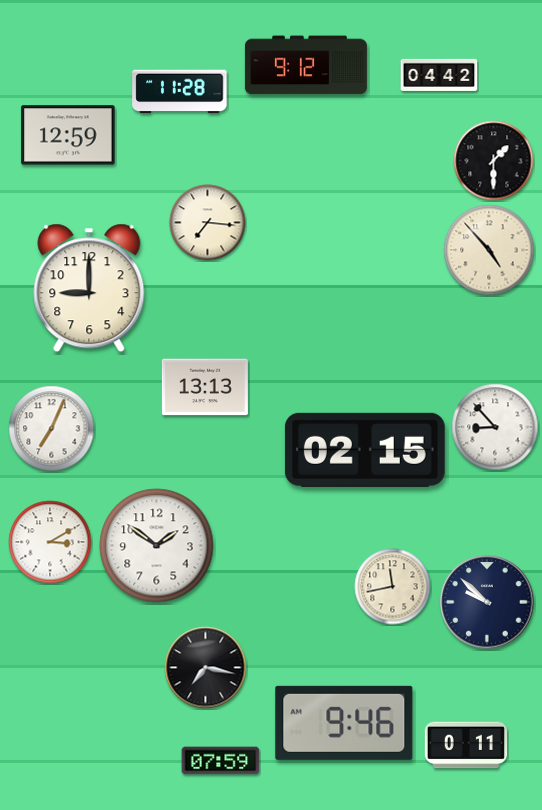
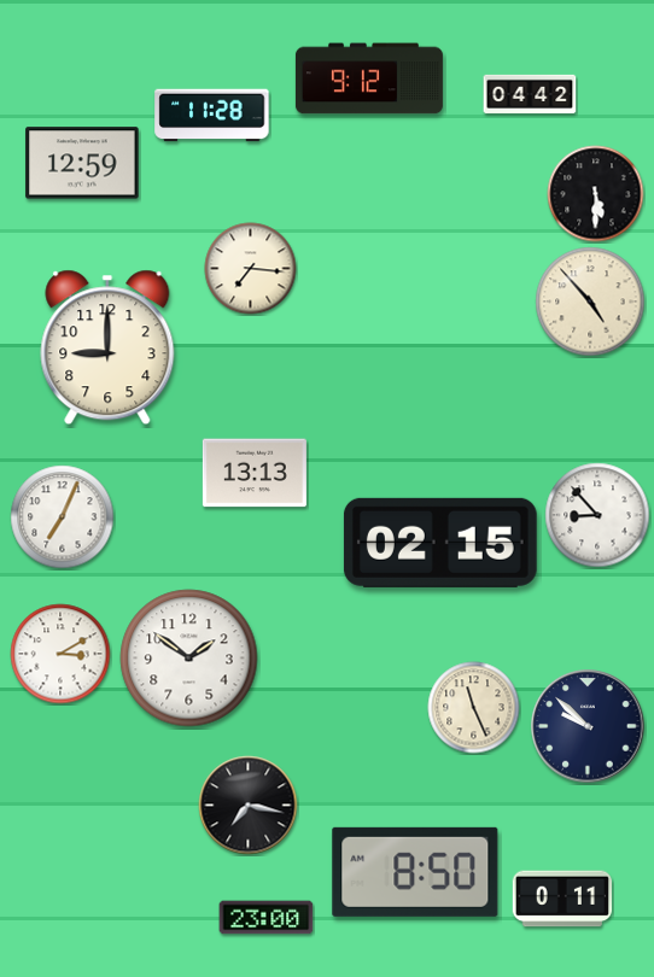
clock at (439, 75) position: (439, 75) -> (530, 94)
clock at (180, 92) position: (180, 92) -> (212, 116)
clock at (494, 161): 1:30 -> 5:30
clock at (205, 387) position: (205, 387) -> (255, 473)
clock at (393, 587): 11:43 -> 11:26
clock at (344, 723): 9:46 -> 8:50
clock at (221, 761): 07:59 -> 23:00
